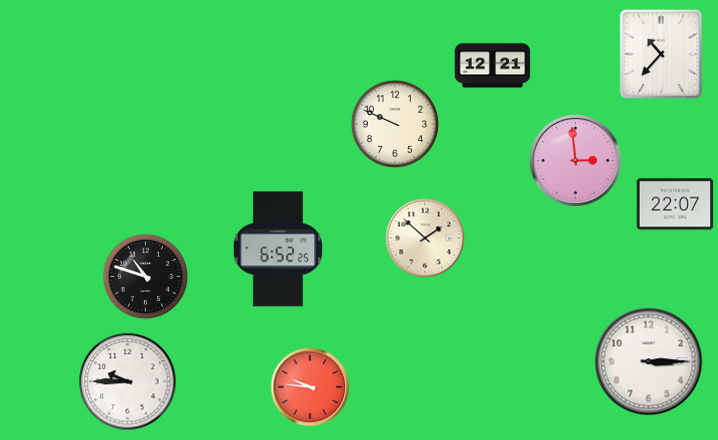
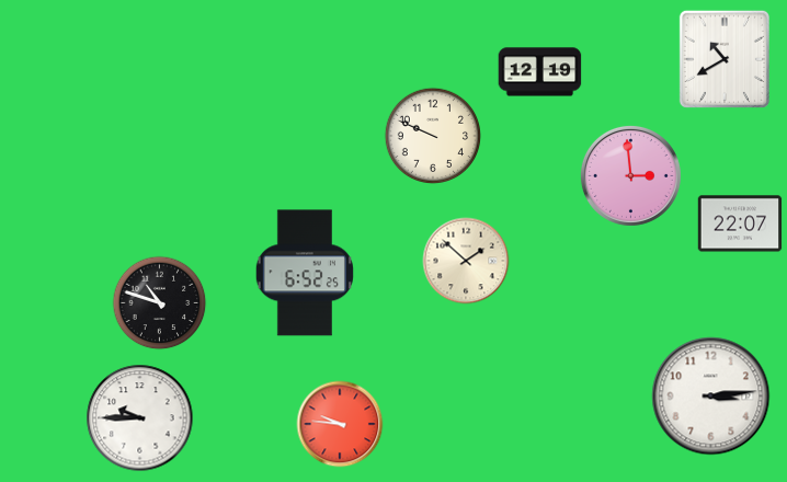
clock at (661, 54): 10:37 -> 10:40
clock at (493, 66): 12:21 -> 12:19
clock at (649, 362): 3:15 -> 3:14
